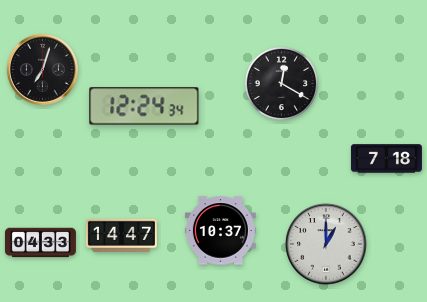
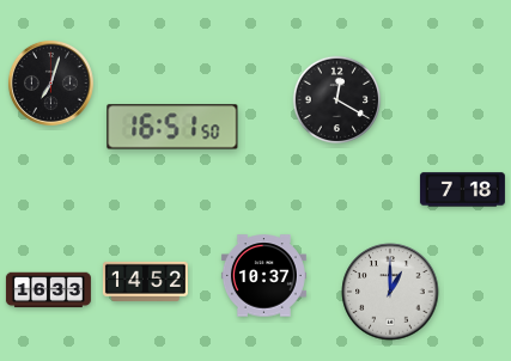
clock at (144, 106): 12:24 -> 16:51
clock at (121, 235): 14:47 -> 14:52
clock at (40, 243): 04:33 -> 16:33
